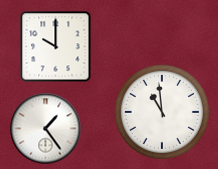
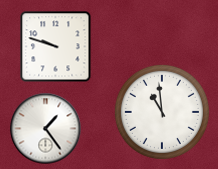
clock at (56, 47): 10:00 -> 9:48
